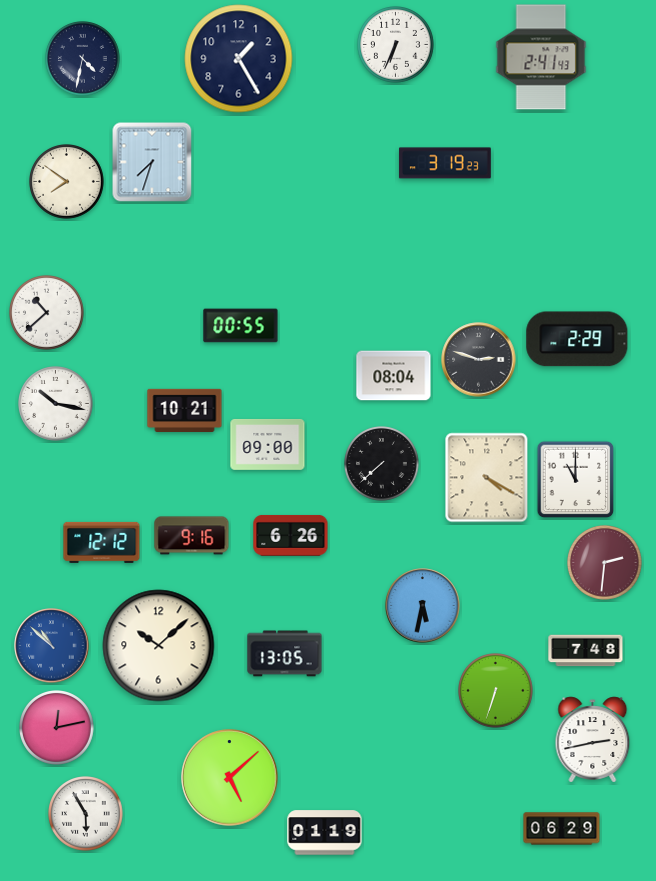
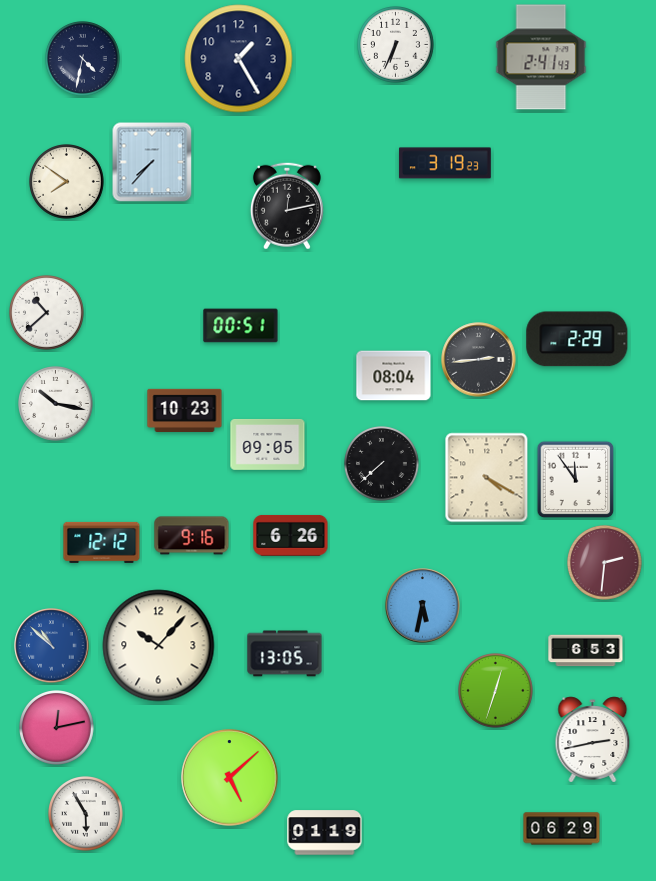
clock at (152, 162): 7:33 -> 7:37
clock at (287, 206): none -> 12:13
clock at (241, 326): 00:55 -> 00:51
clock at (479, 360): 2:48 -> 2:44
clock at (185, 410): 10:21 -> 10:23
clock at (268, 445): 09:00 -> 09:05
clock at (576, 480): 11:00 -> 11:54
clock at (159, 646): 10:08 -> 10:07
clock at (586, 651): 7:48 -> 6:53
clock at (496, 691): 6:33 -> 12:33
